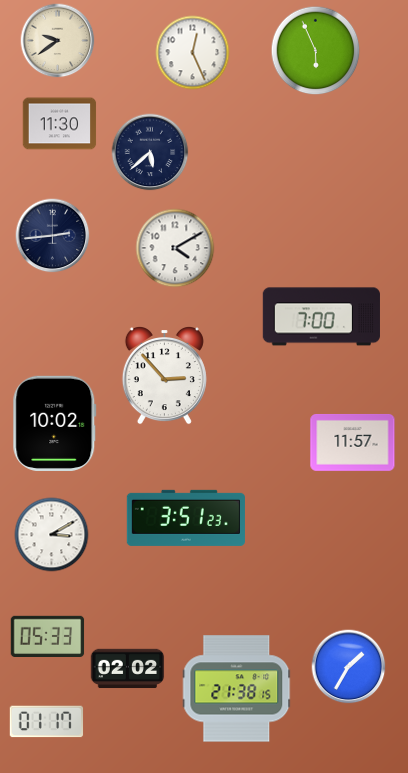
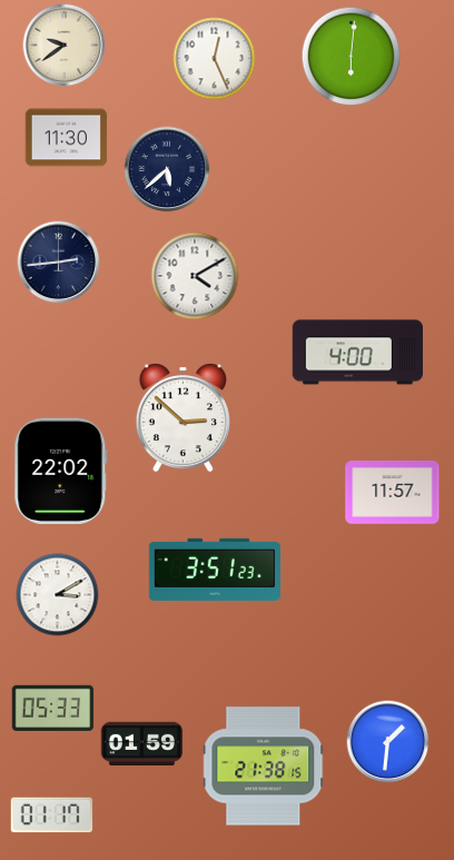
clock at (316, 51): 5:56 -> 6:01
clock at (321, 317): 7:00 -> 4:00
clock at (164, 376): 2:53 -> 2:52
clock at (55, 423): 10:02 -> 22:02
clock at (186, 518) position: (186, 518) -> (215, 570)
clock at (349, 667): 1:35 -> 1:31
clock at (128, 669): 02:02 -> 01:59
clock at (47, 722) position: (47, 722) -> (52, 815)
